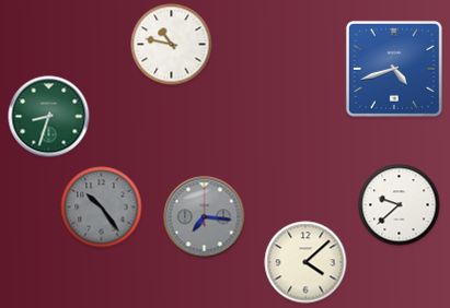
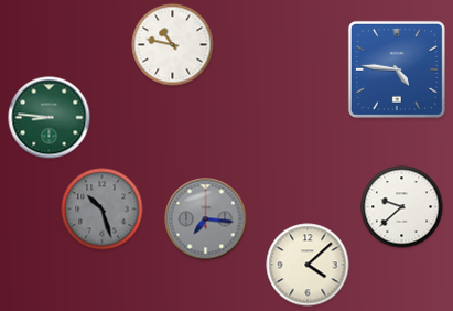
clock at (394, 69): 4:42 -> 4:46
clock at (49, 117): 8:33 -> 8:46
clock at (102, 208): 10:24 -> 10:27
